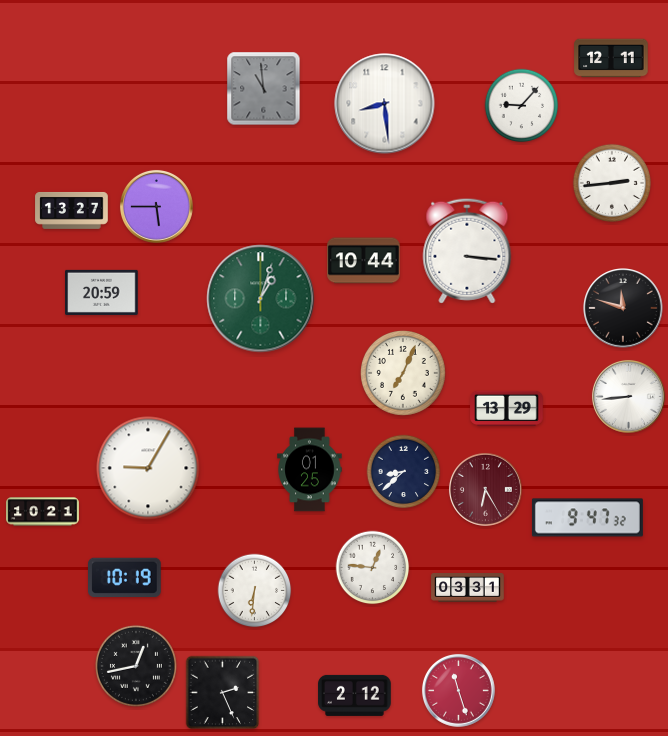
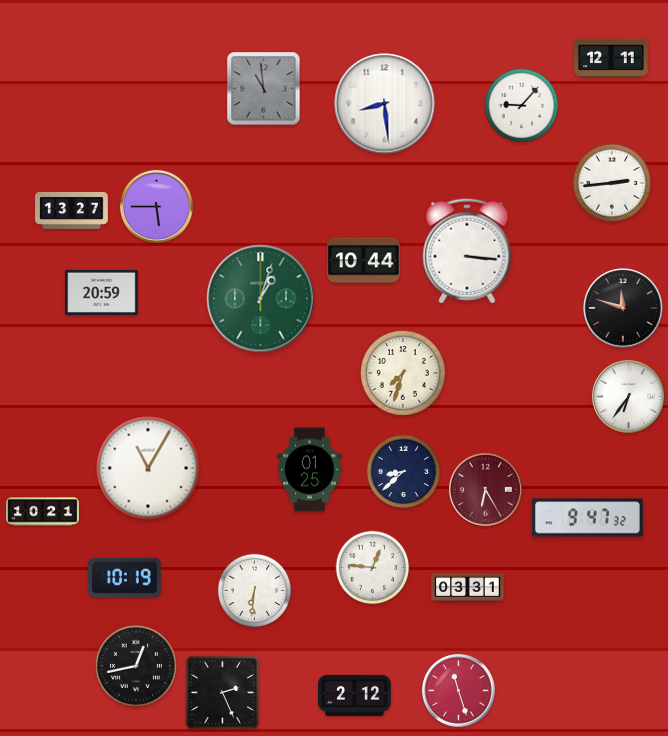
clock at (404, 374): 7:04 -> 7:33
clock at (628, 396): 8:44 -> 6:36
clock at (507, 409): 13:29 -> none
clock at (148, 468): 9:05 -> 11:05
